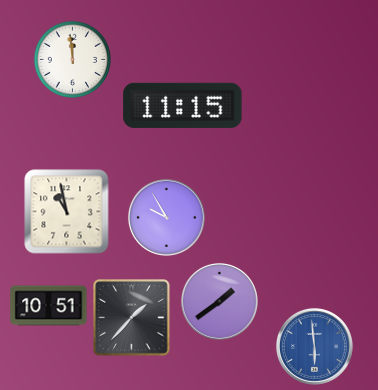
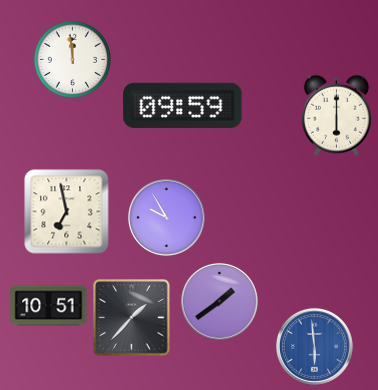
clock at (183, 105): 11:15 -> 09:59
clock at (336, 115): none -> 6:00
clock at (67, 212): 10:58 -> 6:58
